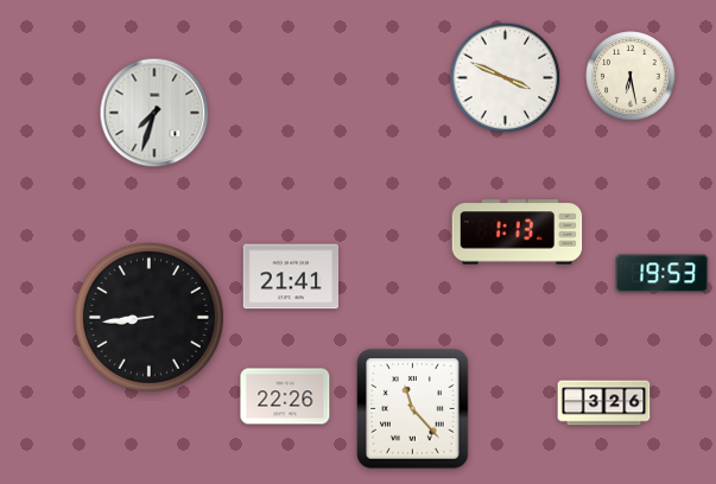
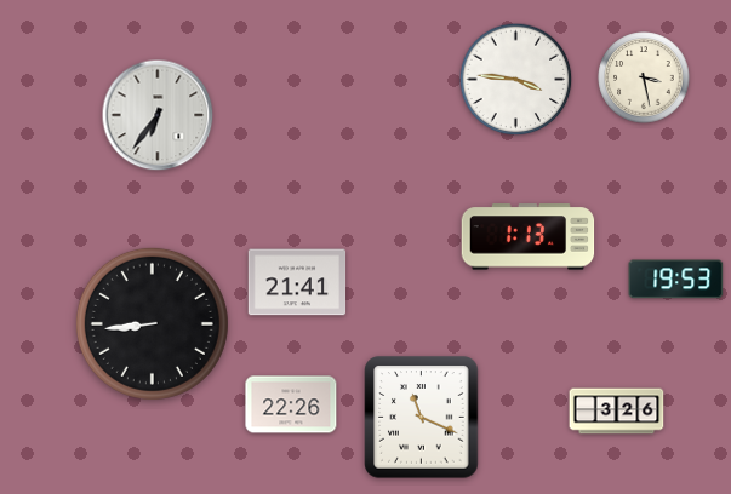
clock at (631, 76): 6:28 -> 3:28
clock at (506, 78): 3:49 -> 3:46
clock at (154, 113): 7:33 -> 6:36
clock at (413, 409): 11:23 -> 11:19
